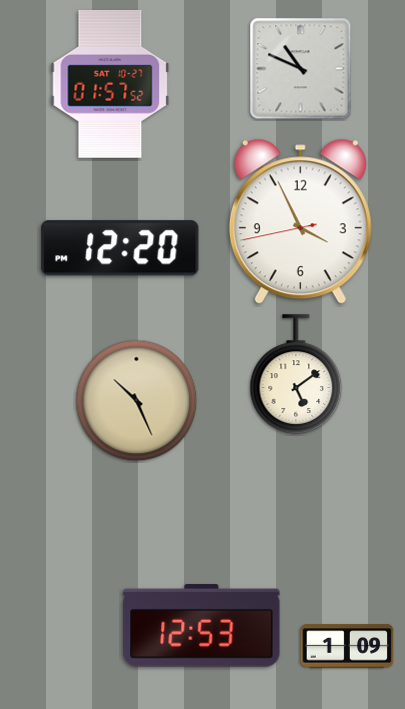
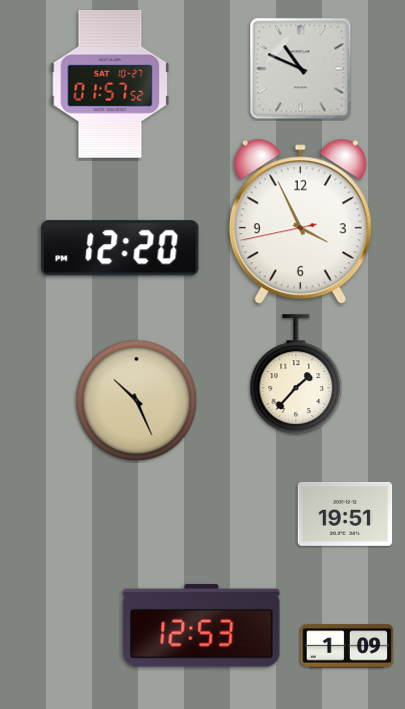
clock at (296, 374): 5:09 -> 1:37
clock at (345, 514): none -> 19:51
